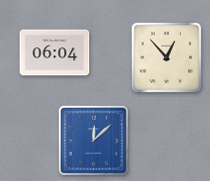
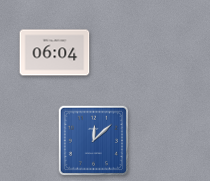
clock at (167, 58): 12:53 -> none
